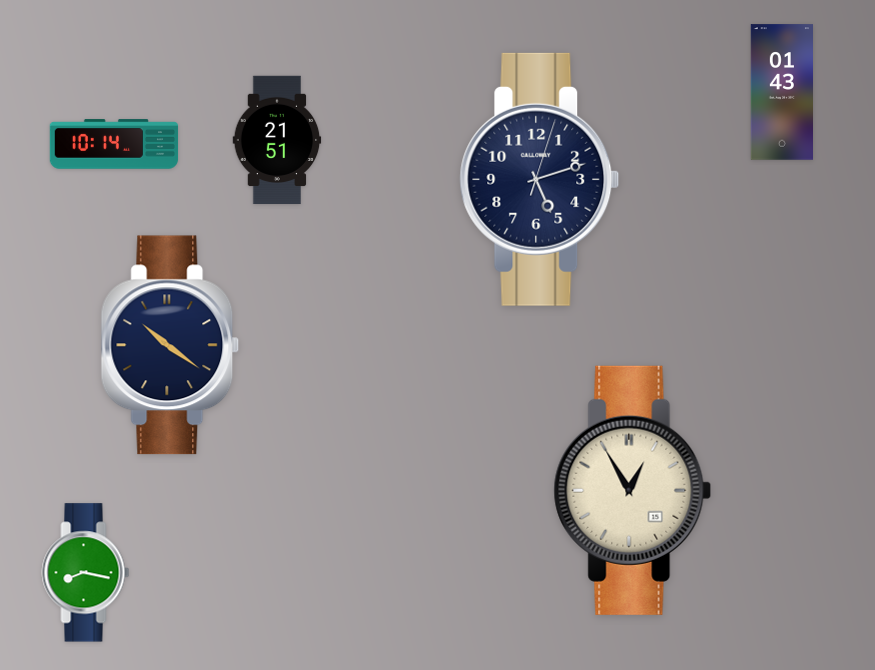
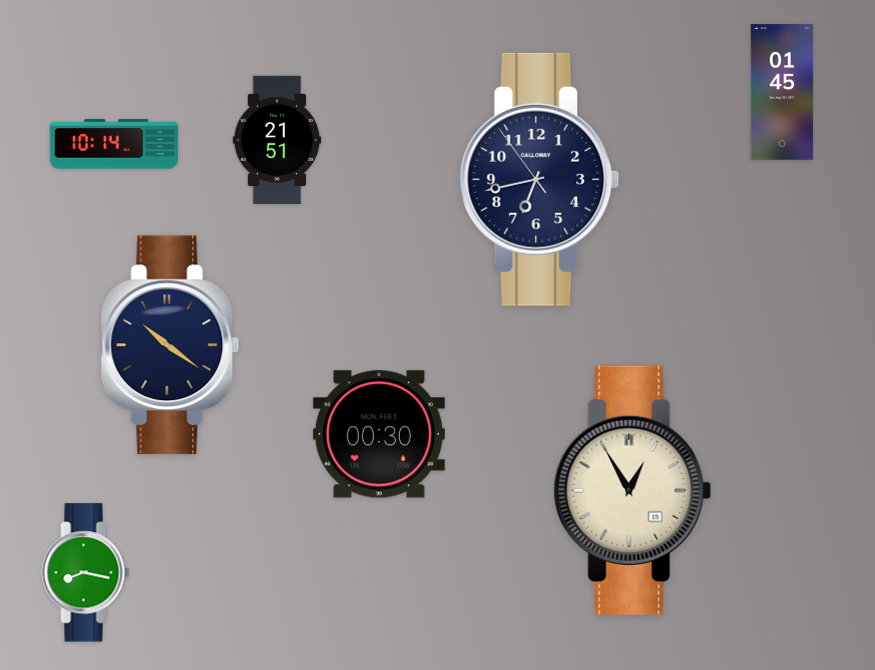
clock at (781, 92): 01:43 -> 01:45
clock at (540, 179): 5:12 -> 6:42
clock at (379, 434): none -> 00:30
